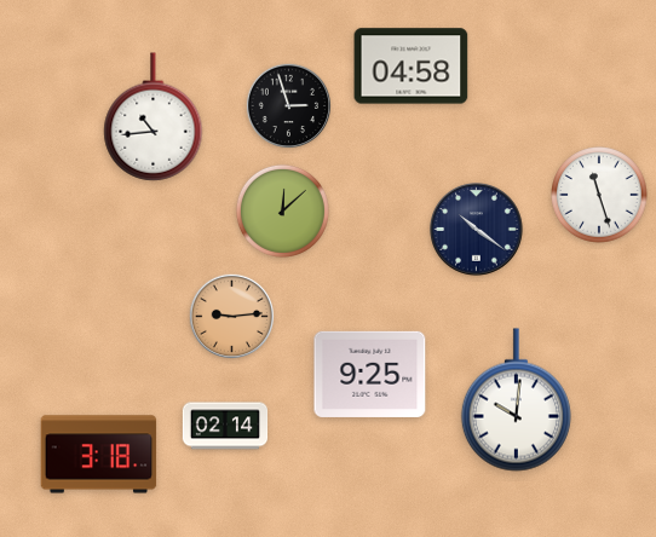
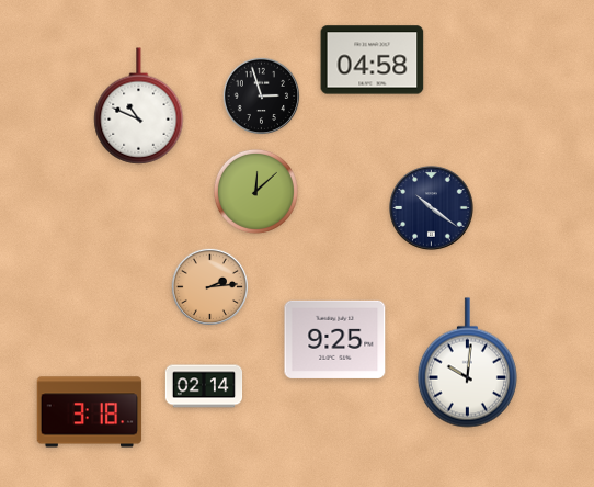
clock at (154, 117): 10:44 -> 10:49
clock at (599, 195): 11:27 -> none
clock at (232, 317): 9:14 -> 2:14
